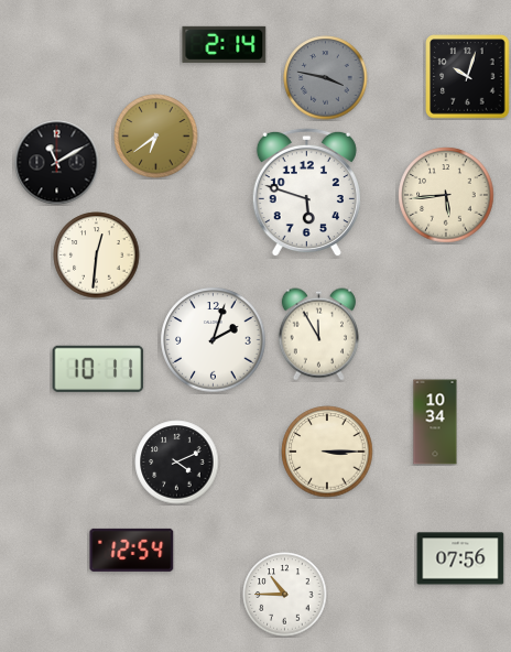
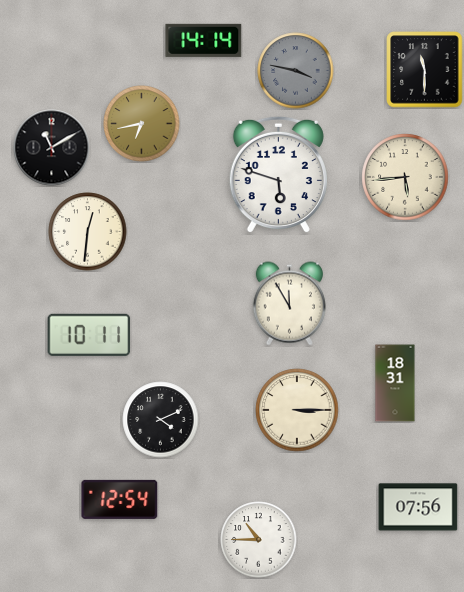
clock at (225, 44): 2:14 -> 14:14
clock at (468, 77): 10:03 -> 11:30
clock at (156, 137): 6:39 -> 6:43
clock at (214, 340): 2:03 -> none
clock at (435, 422): 10:34 -> 18:31
